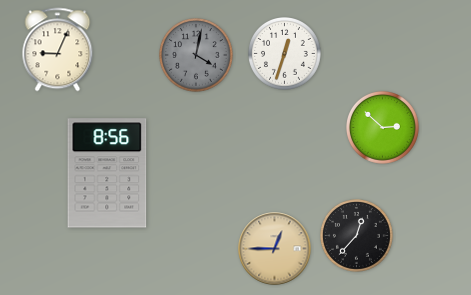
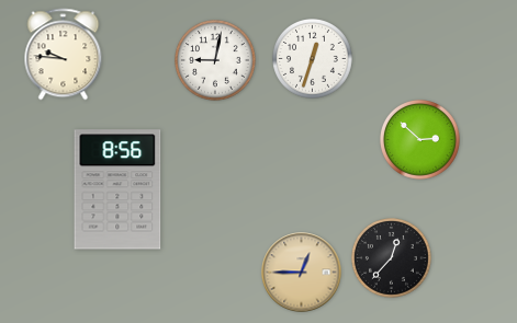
clock at (58, 50): 9:04 -> 9:46
clock at (197, 56): 4:02 -> 9:02
clock at (197, 56) dial: grey -> white
